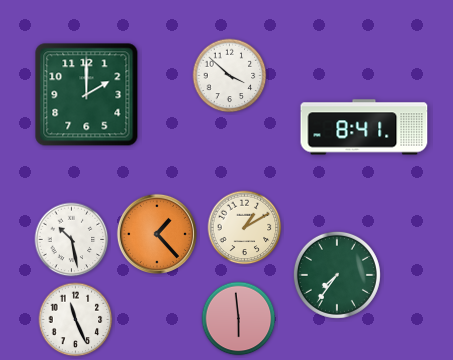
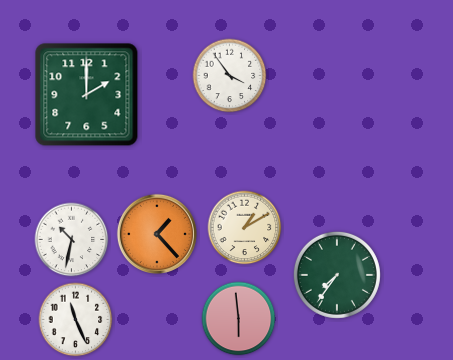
clock at (230, 76): 3:52 -> 3:54
clock at (364, 127): 8:41 -> none
clock at (72, 240): 10:28 -> 10:32
